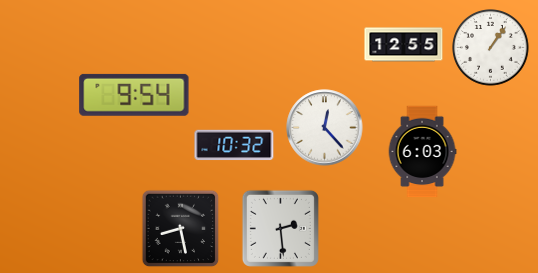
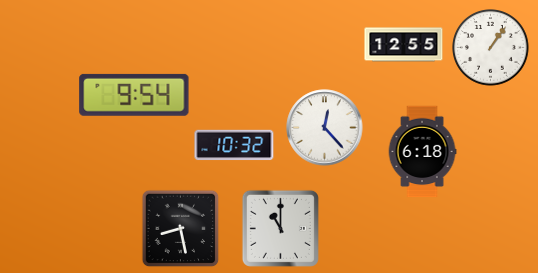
clock at (422, 152): 6:03 -> 6:18
clock at (280, 228): 2:29 -> 11:00
